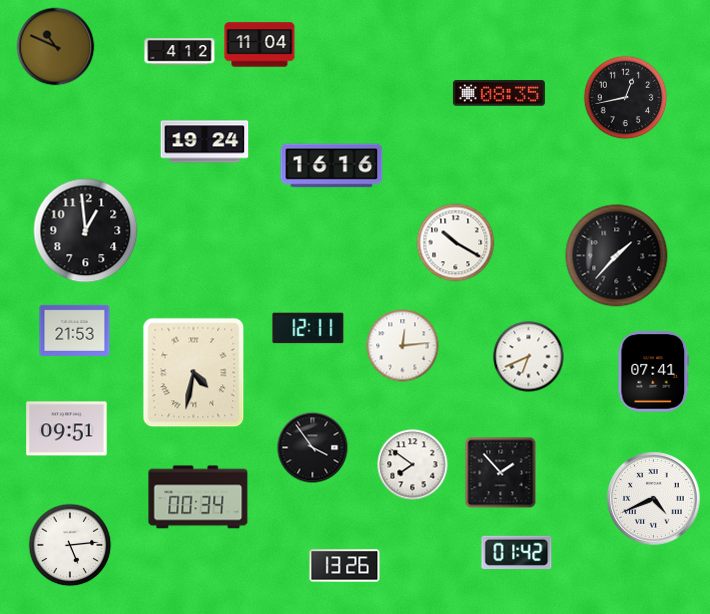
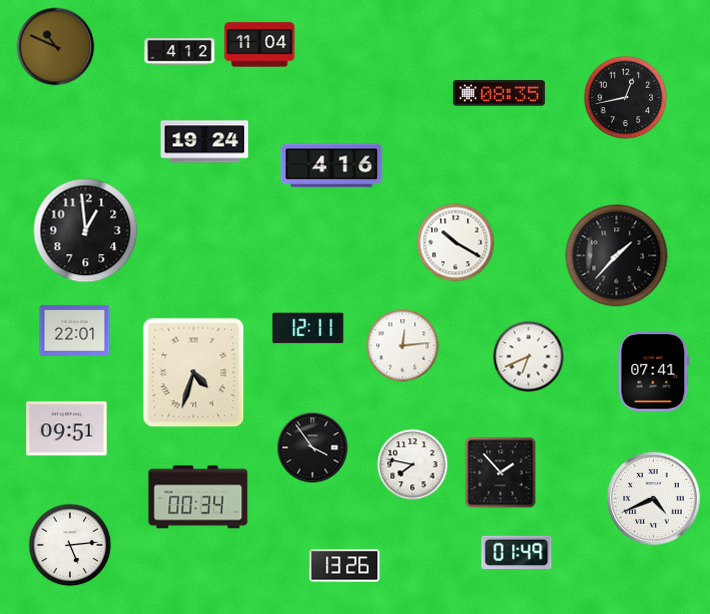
clock at (332, 166): 16:16 -> 4:16
clock at (75, 330): 21:53 -> 22:01
clock at (194, 373): 4:32 -> 4:33
clock at (413, 465): 7:51 -> 7:47
clock at (517, 553): 01:42 -> 01:49
